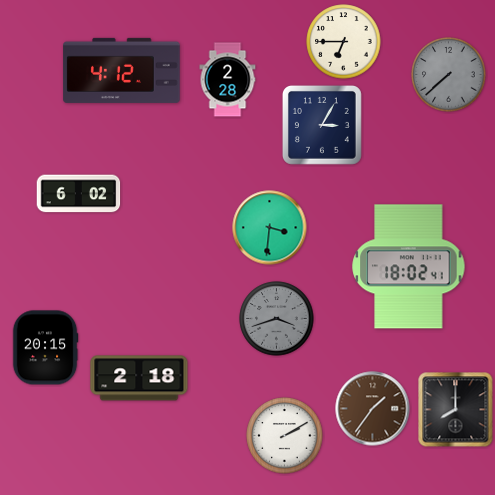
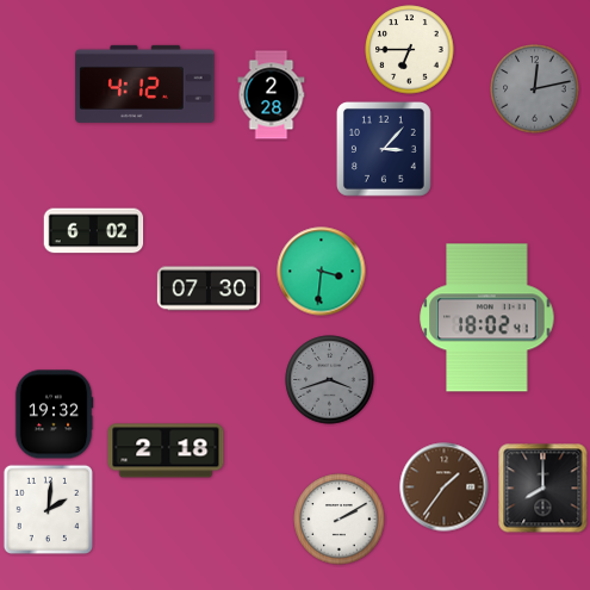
clock at (449, 75): 7:38 -> 12:13
clock at (322, 125): 3:05 -> 3:07
clock at (209, 288): none -> 07:30
clock at (45, 348): 20:15 -> 19:32
clock at (48, 509): none -> 2:01
